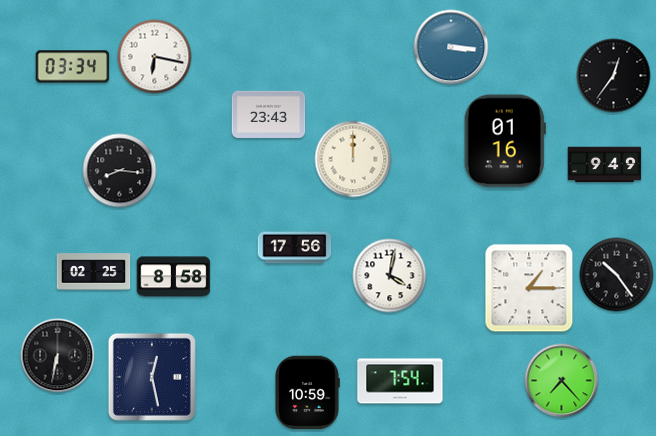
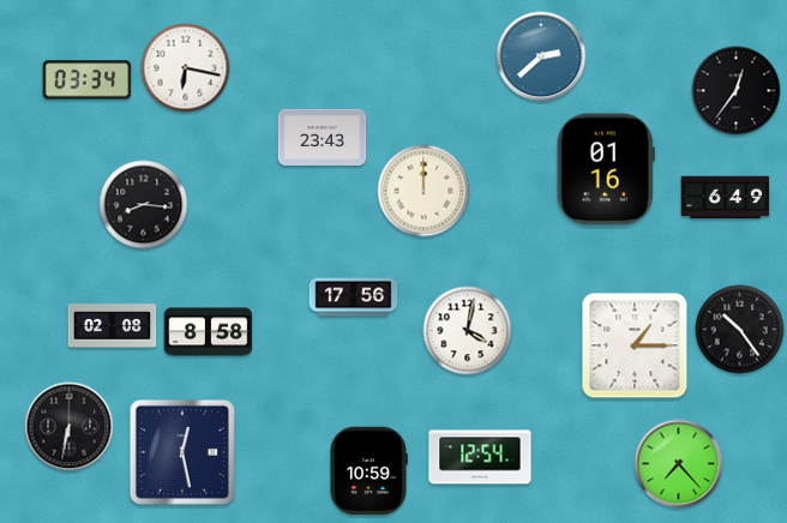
clock at (451, 47): 3:16 -> 2:38
clock at (605, 165): 9:49 -> 6:49
clock at (94, 272): 02:25 -> 02:08
clock at (400, 381): 7:54 -> 12:54
clock at (562, 381) position: (562, 381) -> (679, 464)
